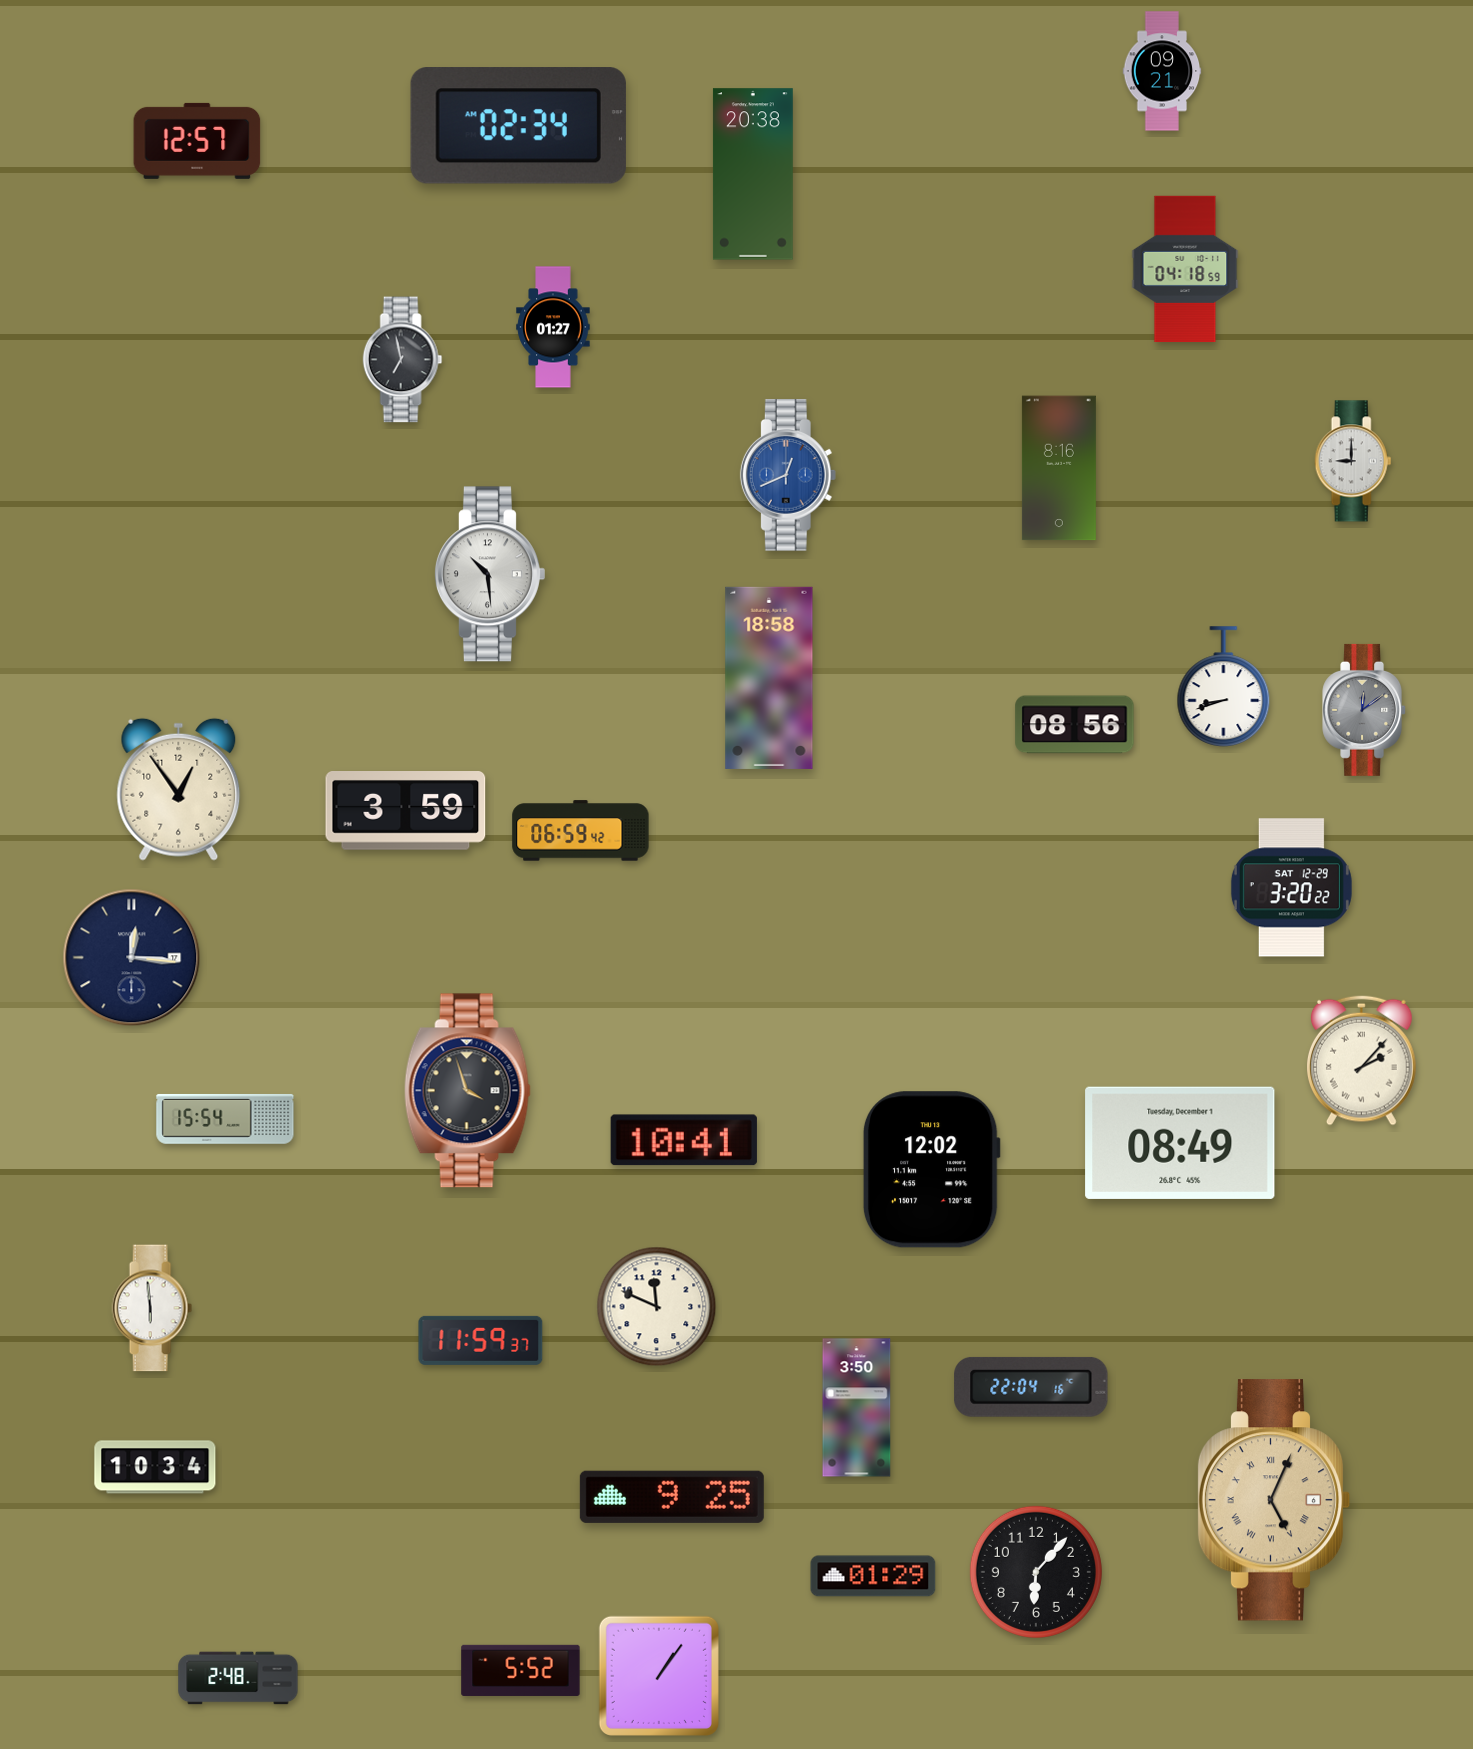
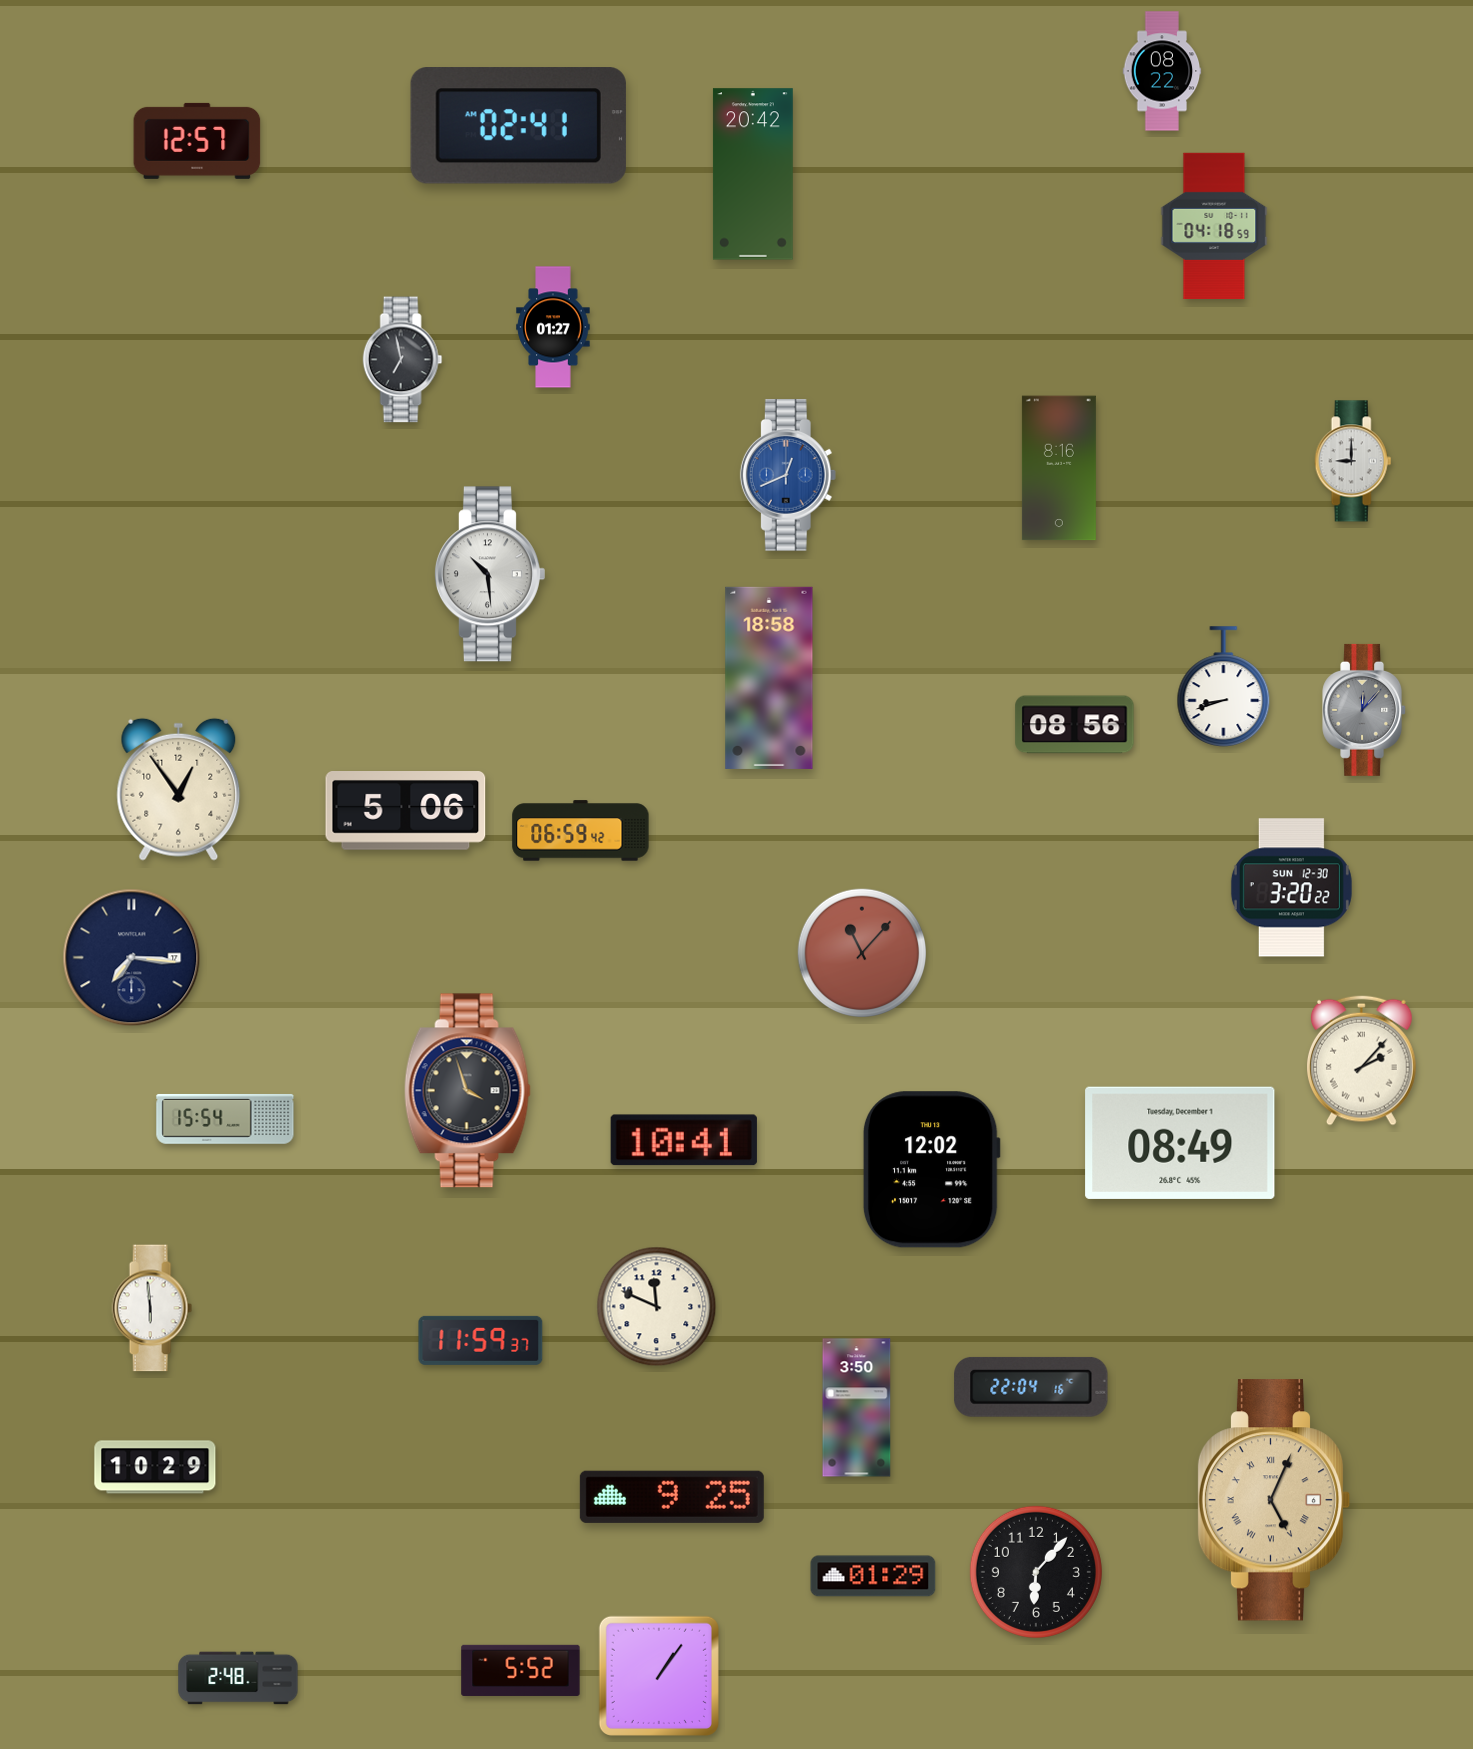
clock at (1162, 71): 09:21 -> 08:22
clock at (518, 126): 02:34 -> 02:41
clock at (753, 174): 20:38 -> 20:42
clock at (1185, 269) position: (1185, 269) -> (1214, 226)
clock at (1365, 710): 12:09 -> 12:07
clock at (406, 811): 3:59 -> 5:06
clock at (1291, 888) date: SAT 12-29 -> SUN 12-30
clock at (861, 952): none -> 11:07
clock at (132, 958): 12:16 -> 7:16
clock at (155, 1467): 10:34 -> 10:29
